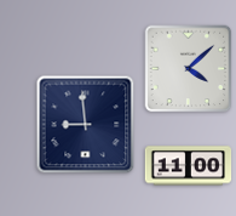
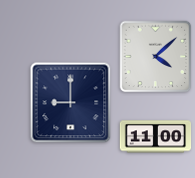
clock at (86, 125): 8:59 -> 9:00
